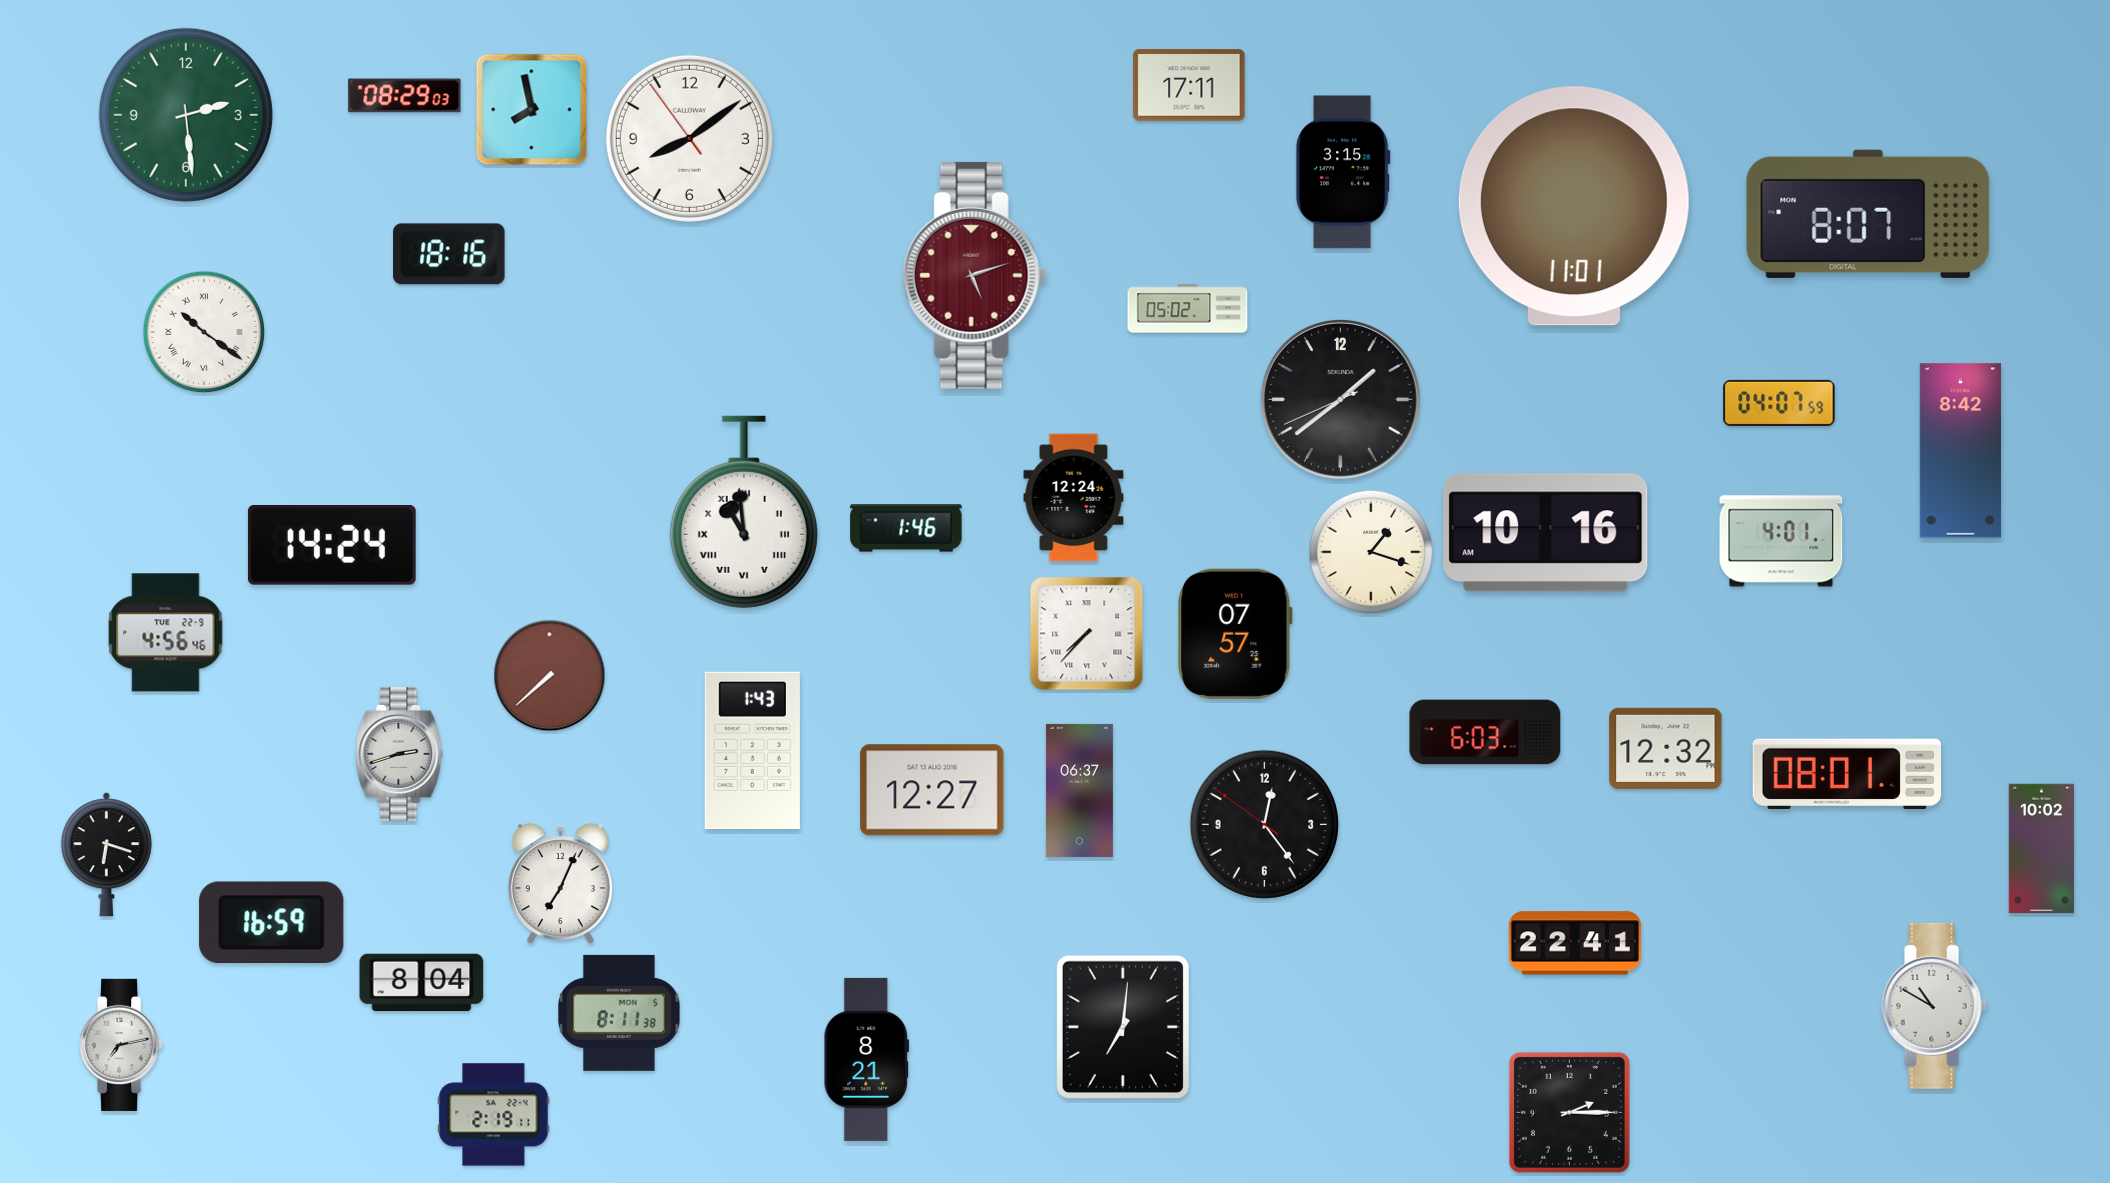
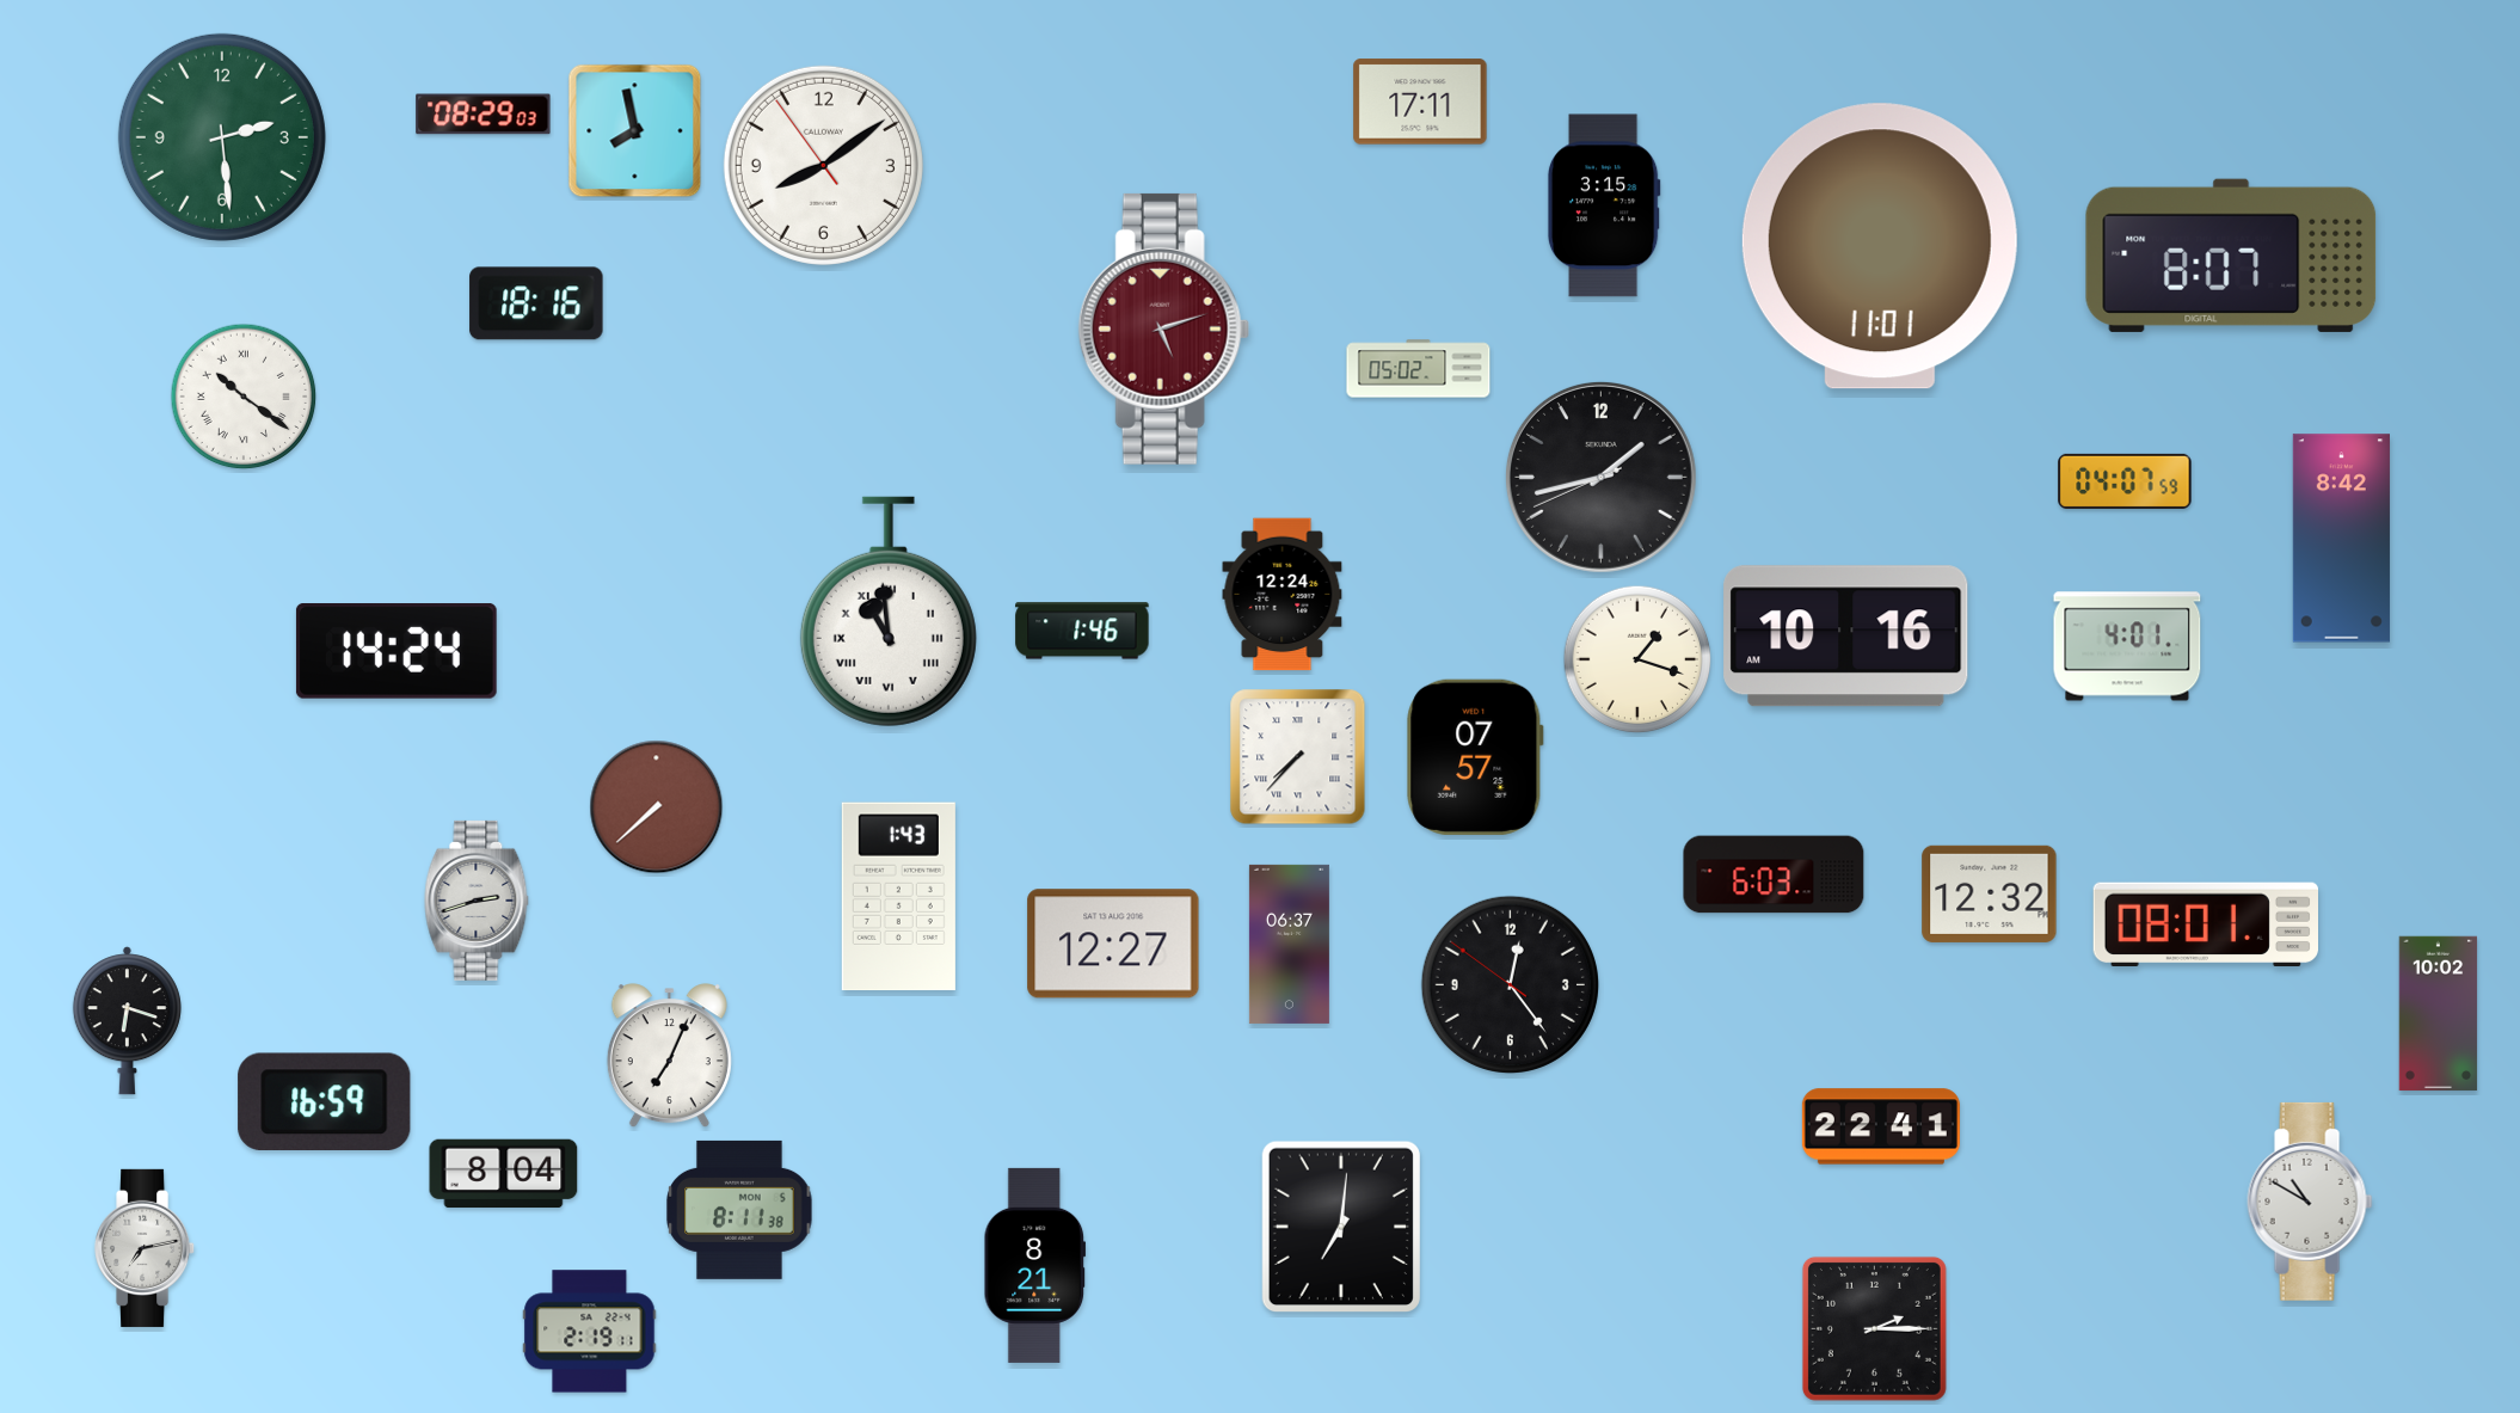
clock at (1340, 399): 1:38 -> 1:42
clock at (166, 633): 4:56 -> none
